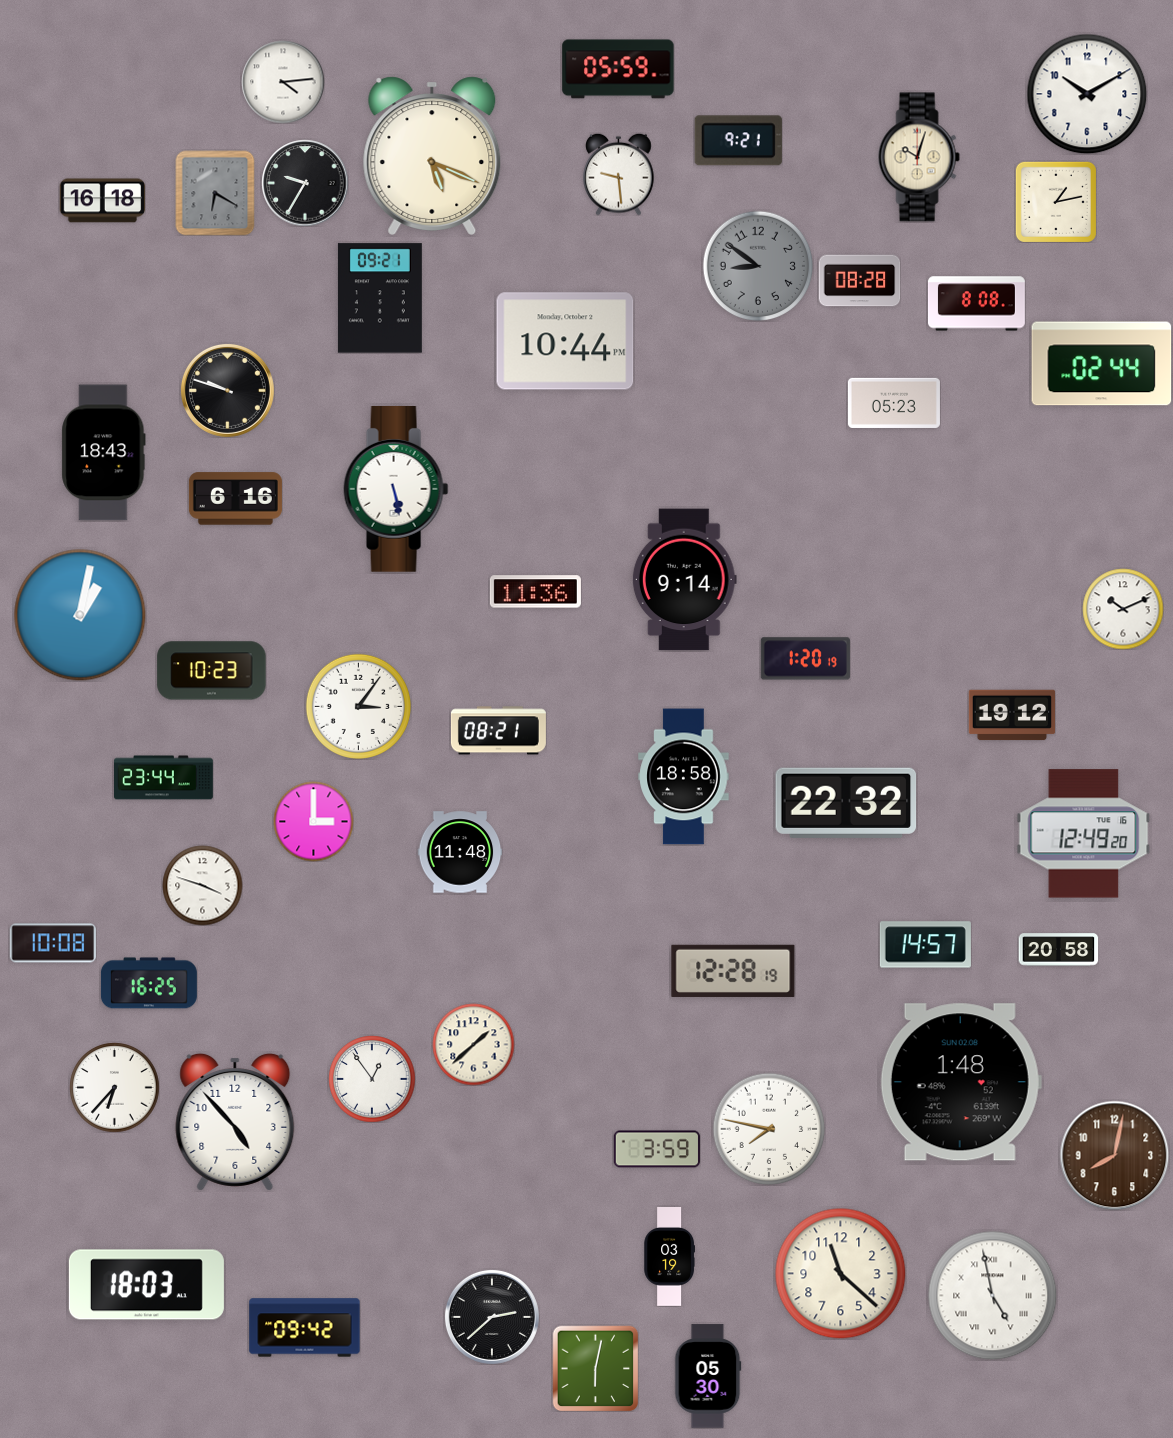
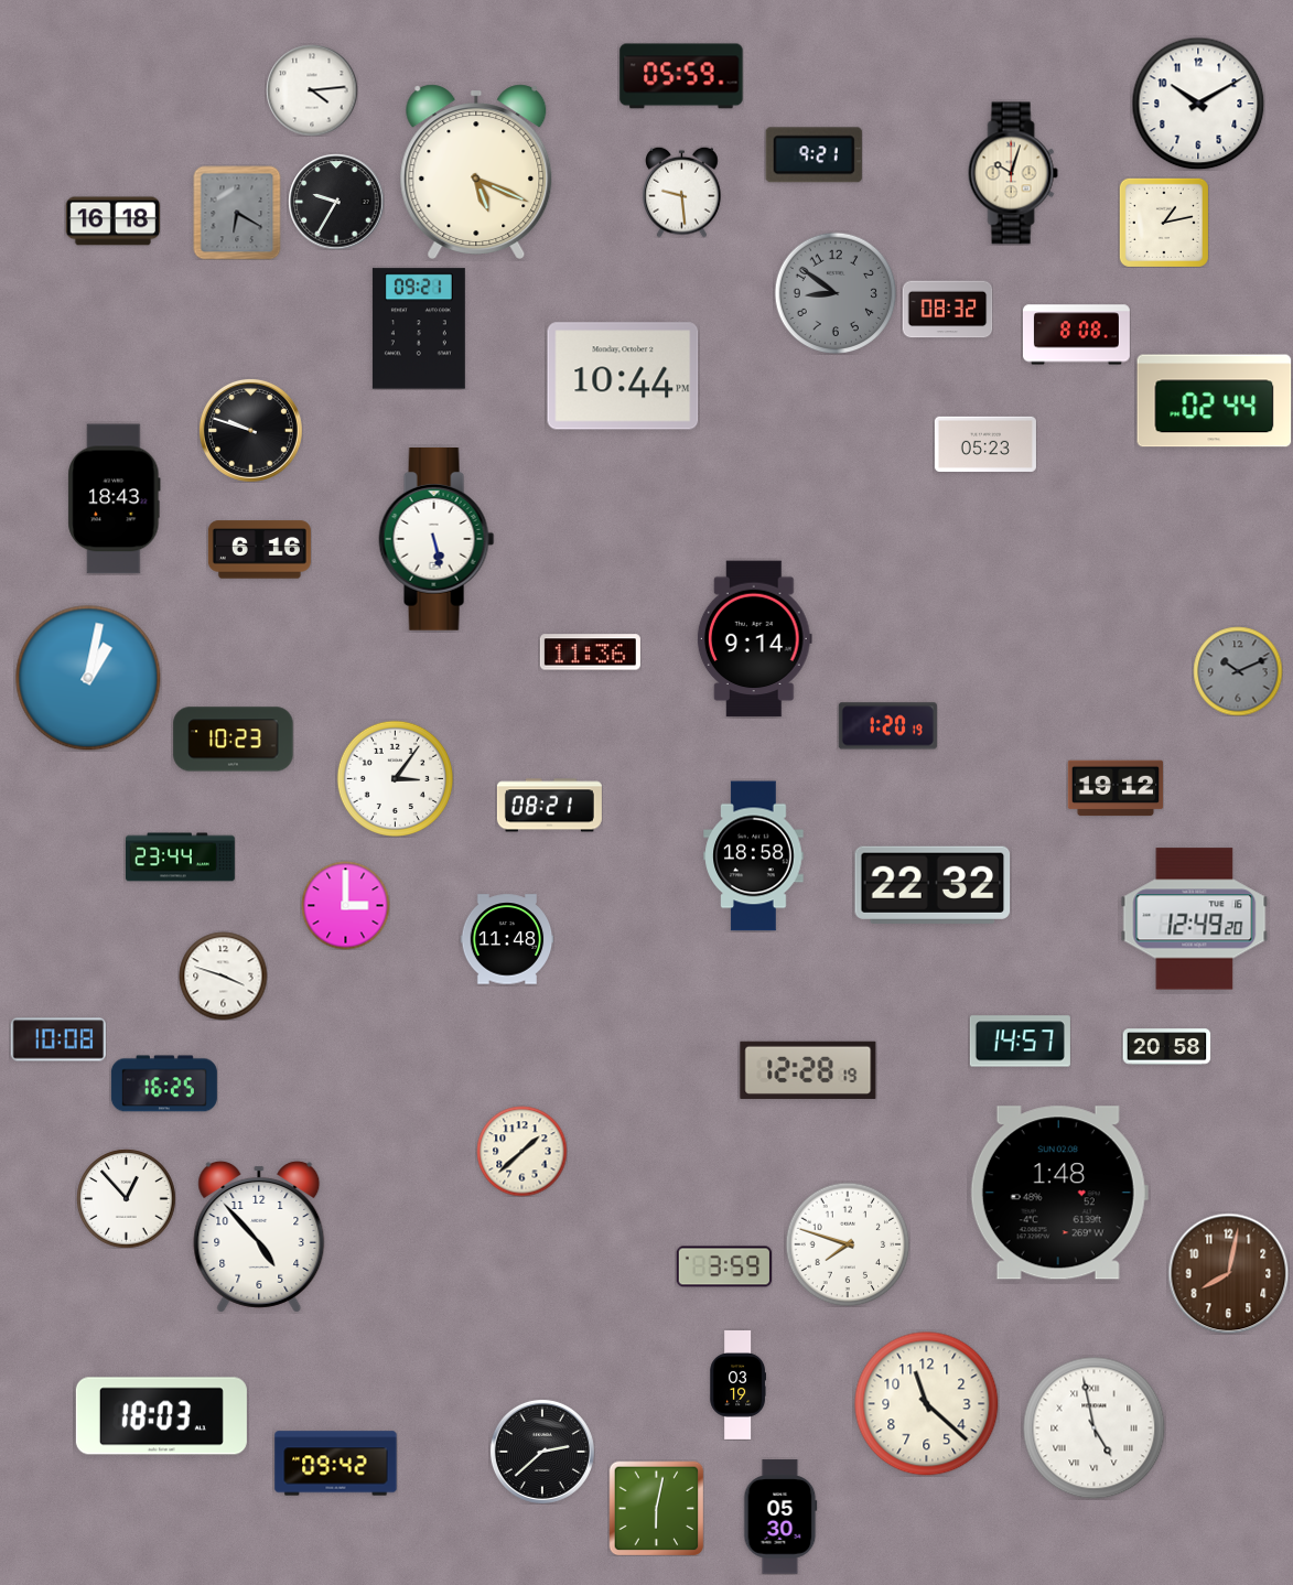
clock at (859, 281): 08:28 -> 08:32
clock at (1123, 609) dial: white -> grey
clock at (372, 1079): 12:54 -> none
clock at (114, 1087): 6:37 -> 12:53
clock at (769, 1129): 7:47 -> 7:48
